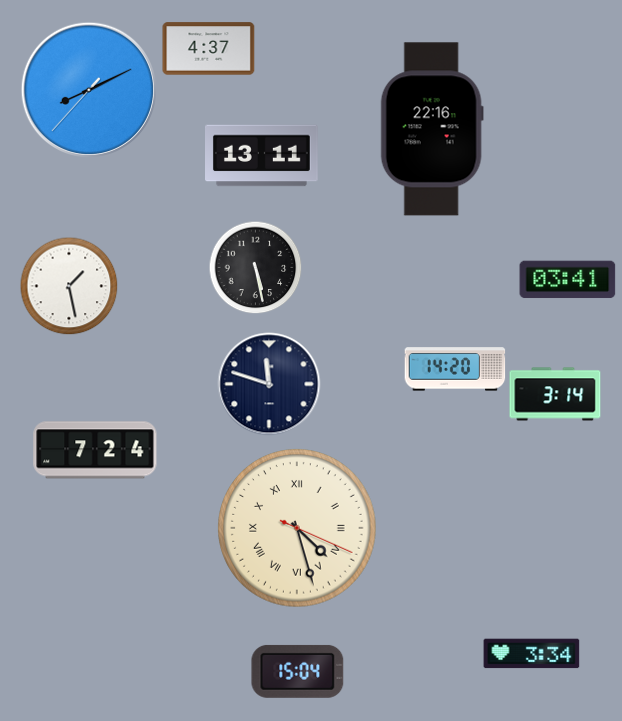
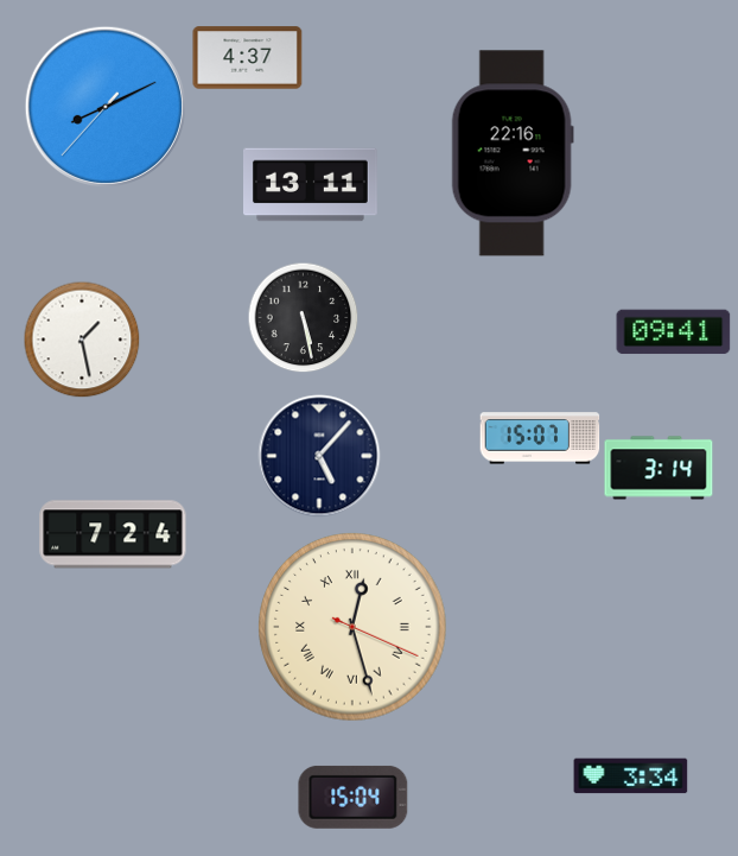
clock at (568, 280): 03:41 -> 09:41
clock at (455, 369): 14:20 -> 15:07
clock at (269, 384): 11:48 -> 5:07
clock at (297, 528): 4:27 -> 12:27
